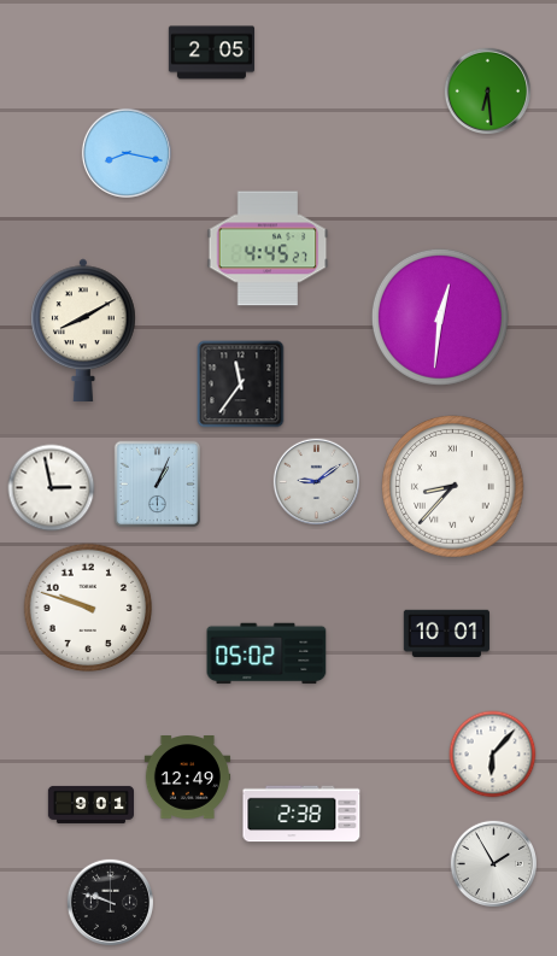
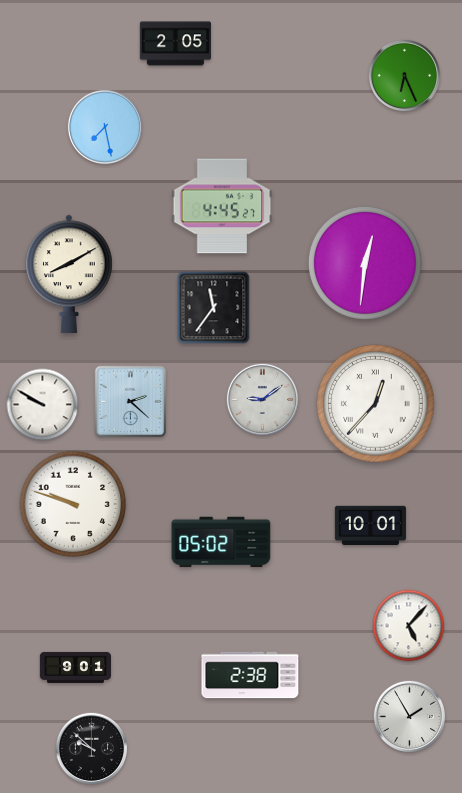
clock at (487, 90): 6:29 -> 6:26
clock at (127, 153): 8:17 -> 7:28
clock at (241, 385) position: (241, 385) -> (214, 308)
clock at (158, 485): 1:04 -> 2:22
clock at (453, 487): 8:37 -> 12:37
clock at (52, 488): 2:58 -> 9:50
clock at (493, 755): 6:07 -> 5:07
clock at (187, 778): 12:49 -> none
clock at (110, 902): 9:48 -> 9:52
